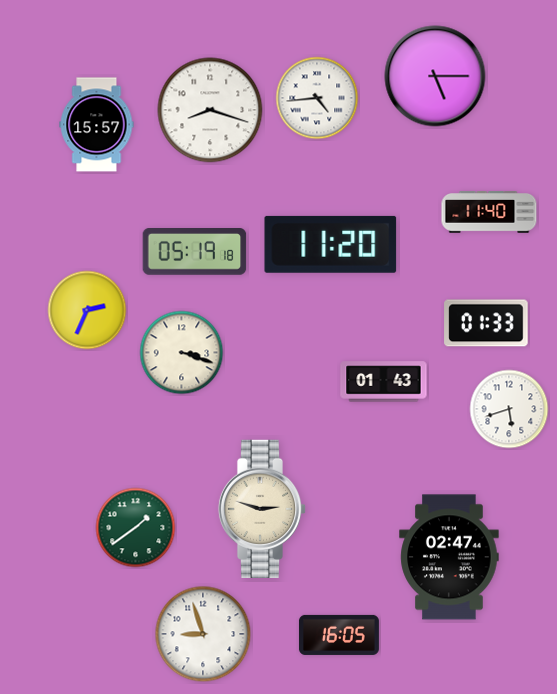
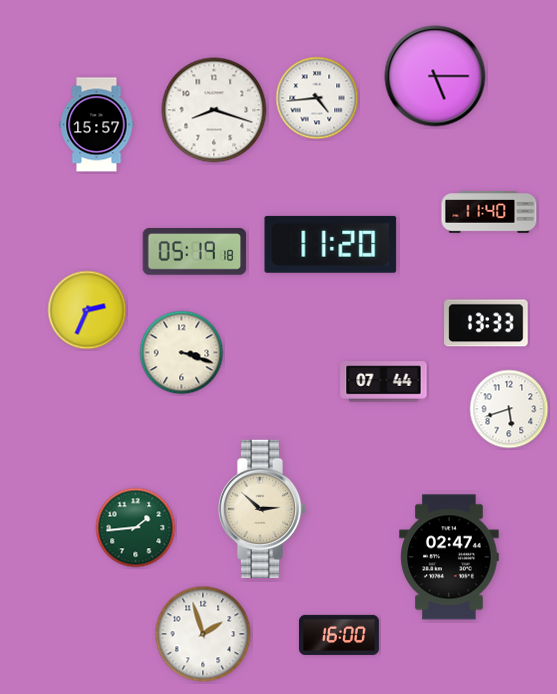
clock at (210, 110) position: (210, 110) -> (214, 110)
clock at (486, 323): 01:33 -> 13:33
clock at (384, 382): 01:43 -> 07:44
clock at (262, 509): 2:48 -> 2:52
clock at (136, 528): 1:39 -> 1:44
clock at (203, 634): 8:57 -> 1:57
clock at (339, 635): 16:05 -> 16:00
